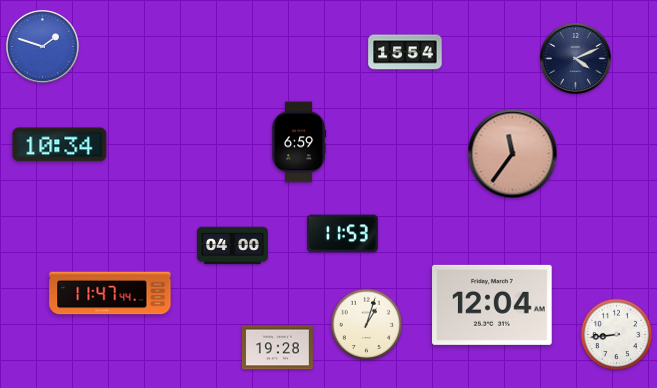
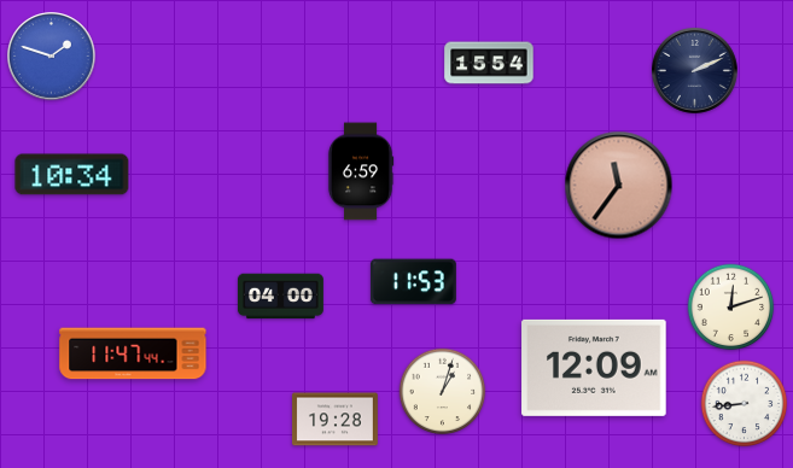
clock at (575, 58): 4:11 -> 2:11
clock at (731, 308): none -> 12:12
clock at (492, 305): 12:04 -> 12:09
